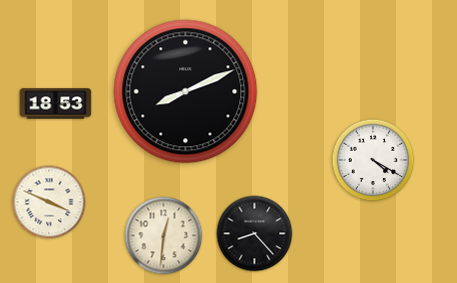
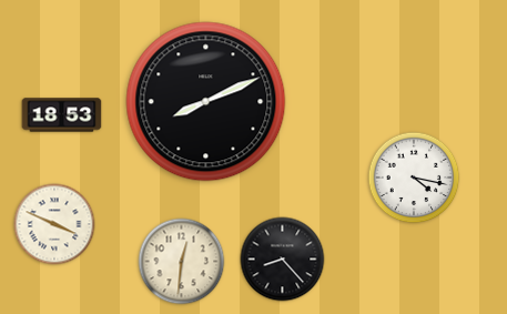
clock at (373, 160): 4:20 -> 4:17
